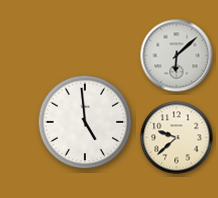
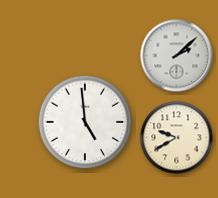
clock at (177, 56): 6:08 -> 2:08
clock at (177, 138): 9:38 -> 9:40
